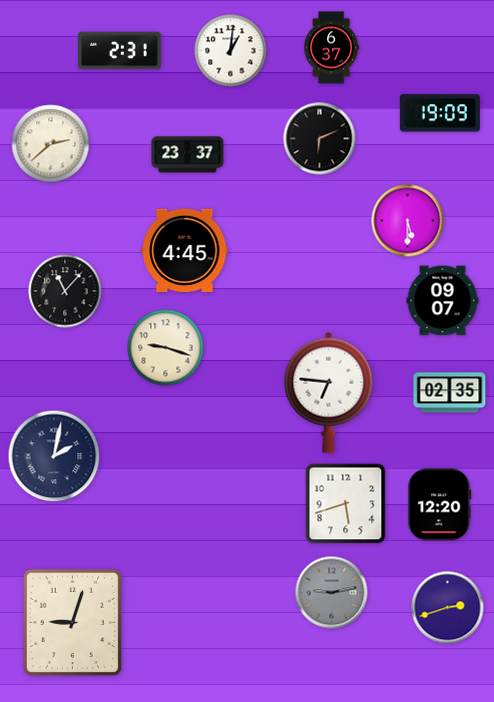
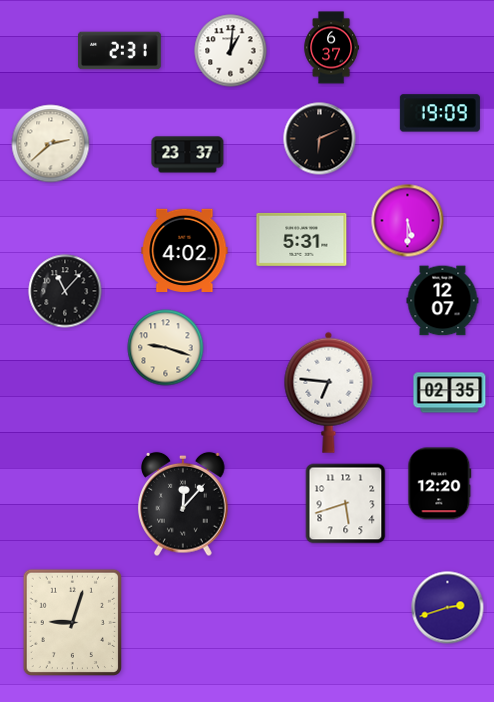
clock at (302, 239): none -> 5:31
clock at (185, 251): 4:45 -> 4:02
clock at (443, 301): 09:07 -> 12:07
clock at (54, 456): 2:02 -> none
clock at (183, 504): none -> 12:07
clock at (440, 505) position: (440, 505) -> (440, 484)
clock at (332, 593): 9:13 -> none
